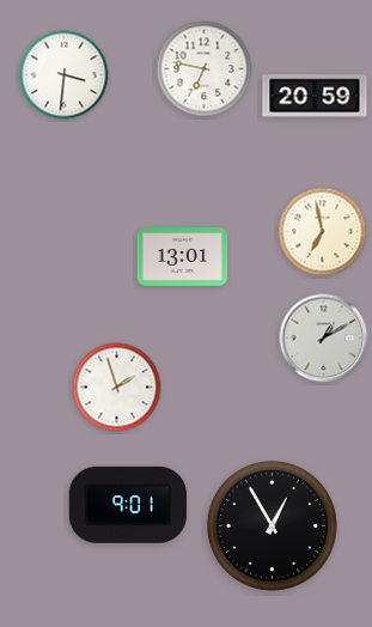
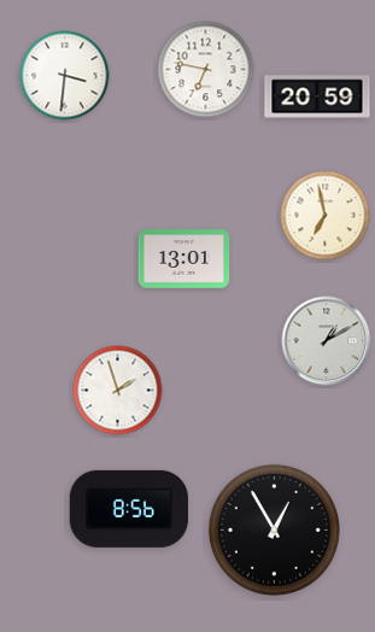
clock at (323, 232) position: (323, 232) -> (326, 216)
clock at (128, 505): 9:01 -> 8:56
